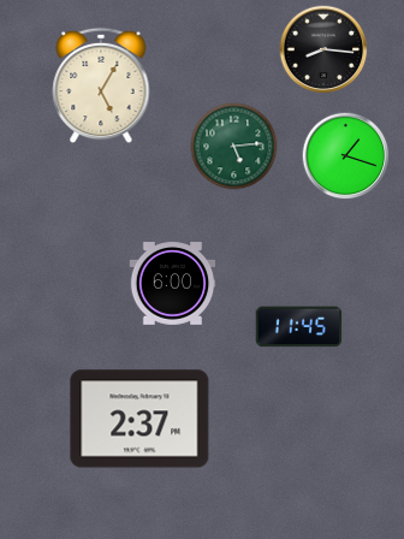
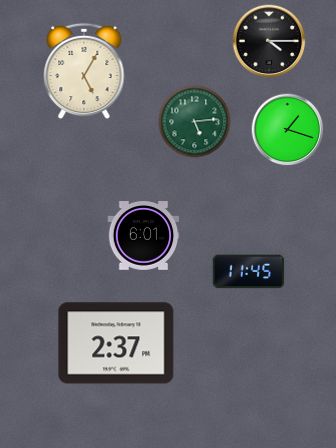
clock at (323, 49): 8:16 -> 4:15
clock at (173, 284): 6:00 -> 6:01
clock at (139, 419) position: (139, 419) -> (116, 343)
